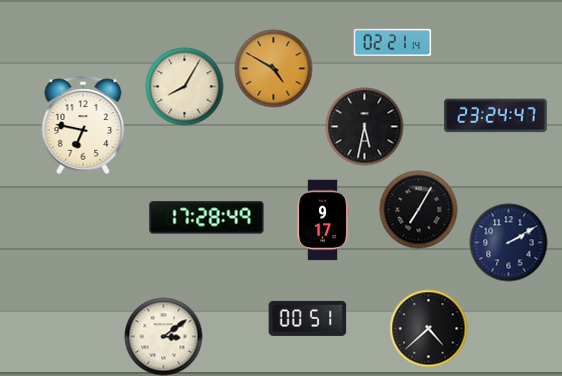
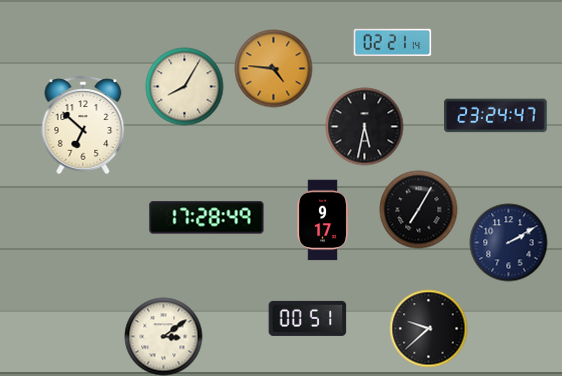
clock at (273, 68): 4:50 -> 4:46
clock at (83, 125): 6:47 -> 6:52
clock at (428, 328): 4:38 -> 9:38
